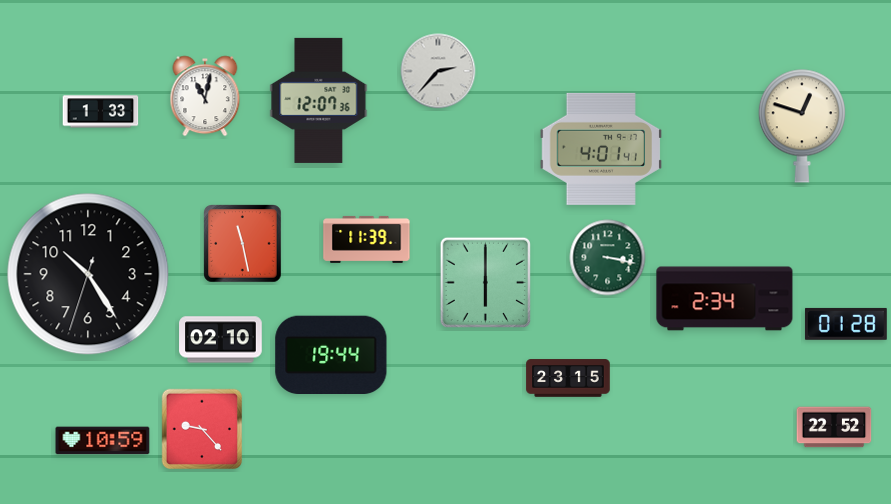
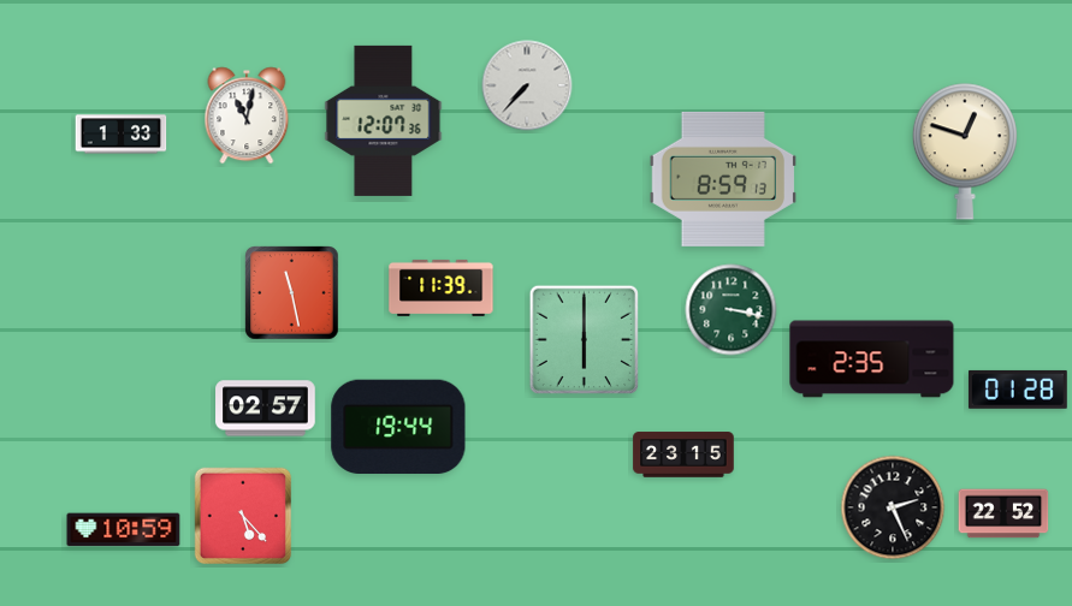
clock at (438, 71): 2:37 -> 7:37
clock at (600, 149): 4:01 -> 8:59
clock at (88, 274): 10:24 -> none
clock at (725, 299): 2:34 -> 2:35
clock at (221, 340): 02:10 -> 02:57
clock at (893, 507): none -> 2:26
clock at (202, 429): 9:23 -> 5:23
